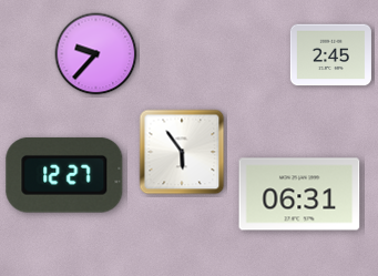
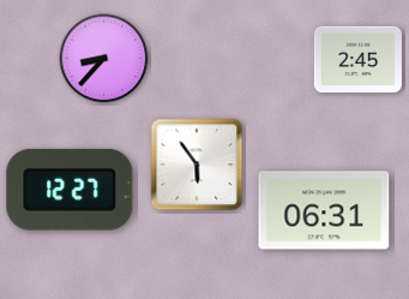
clock at (96, 54): 9:37 -> 8:37
